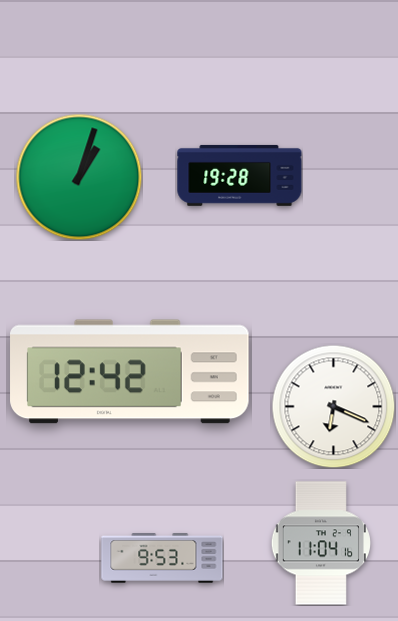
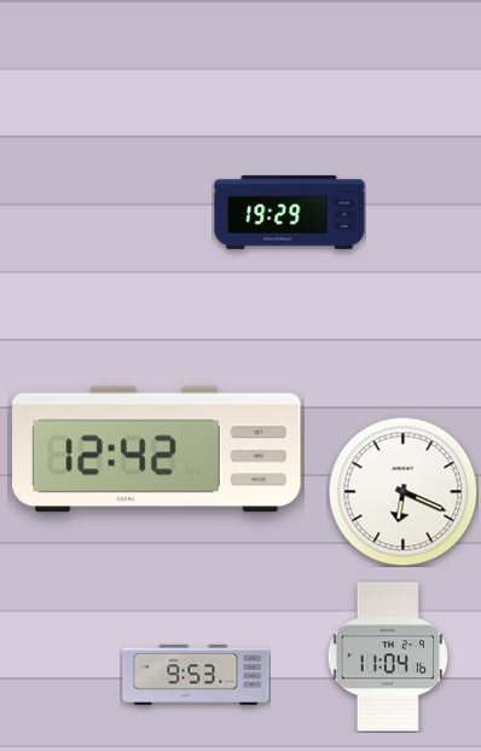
clock at (240, 175): 19:28 -> 19:29
clock at (79, 177): 1:03 -> none
